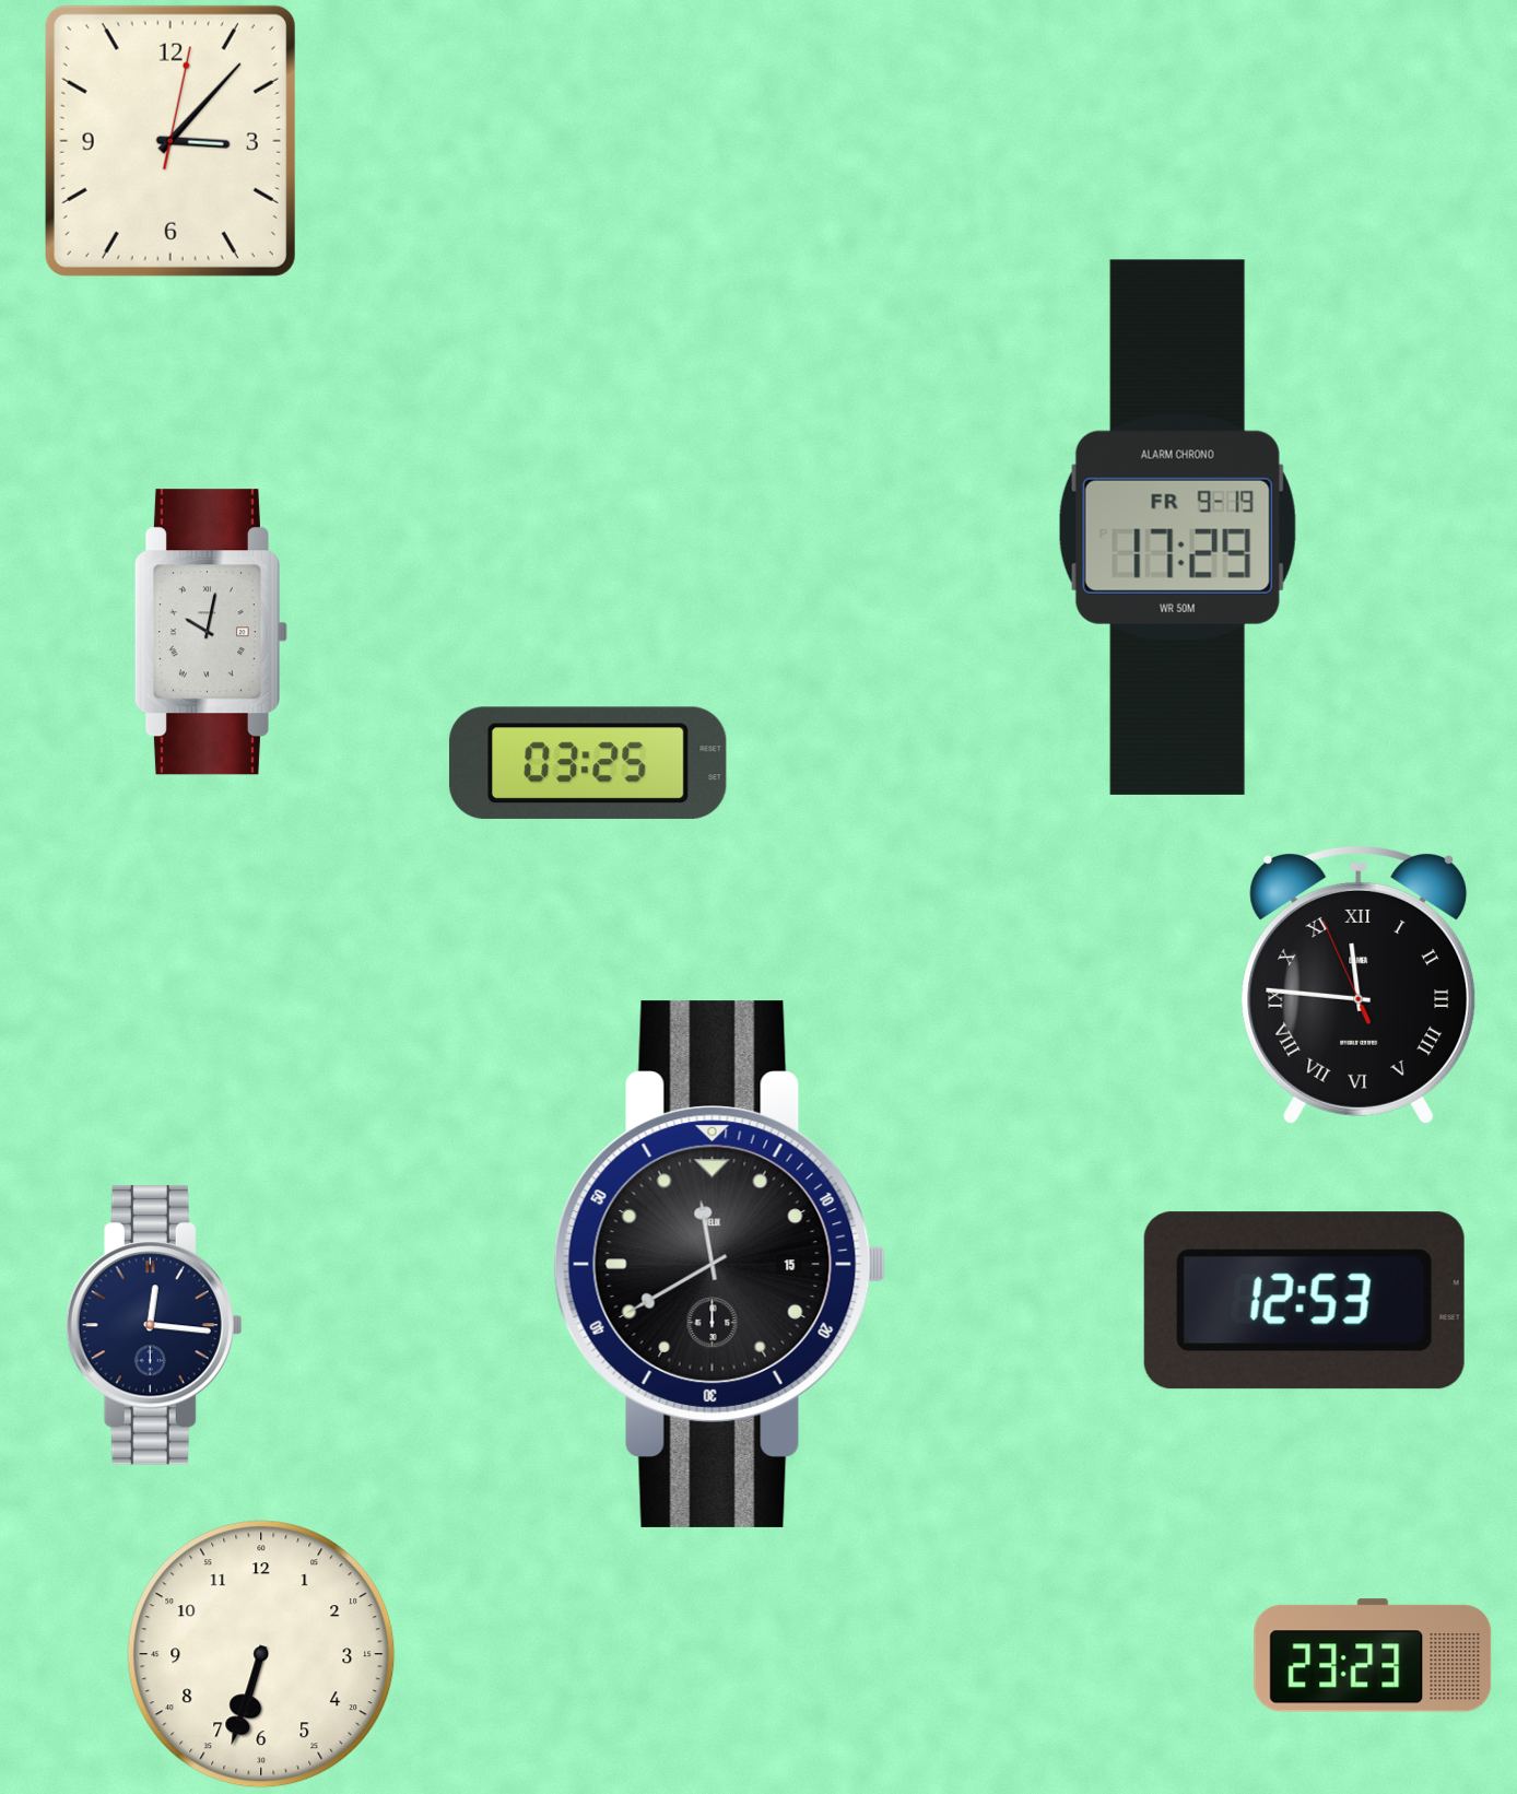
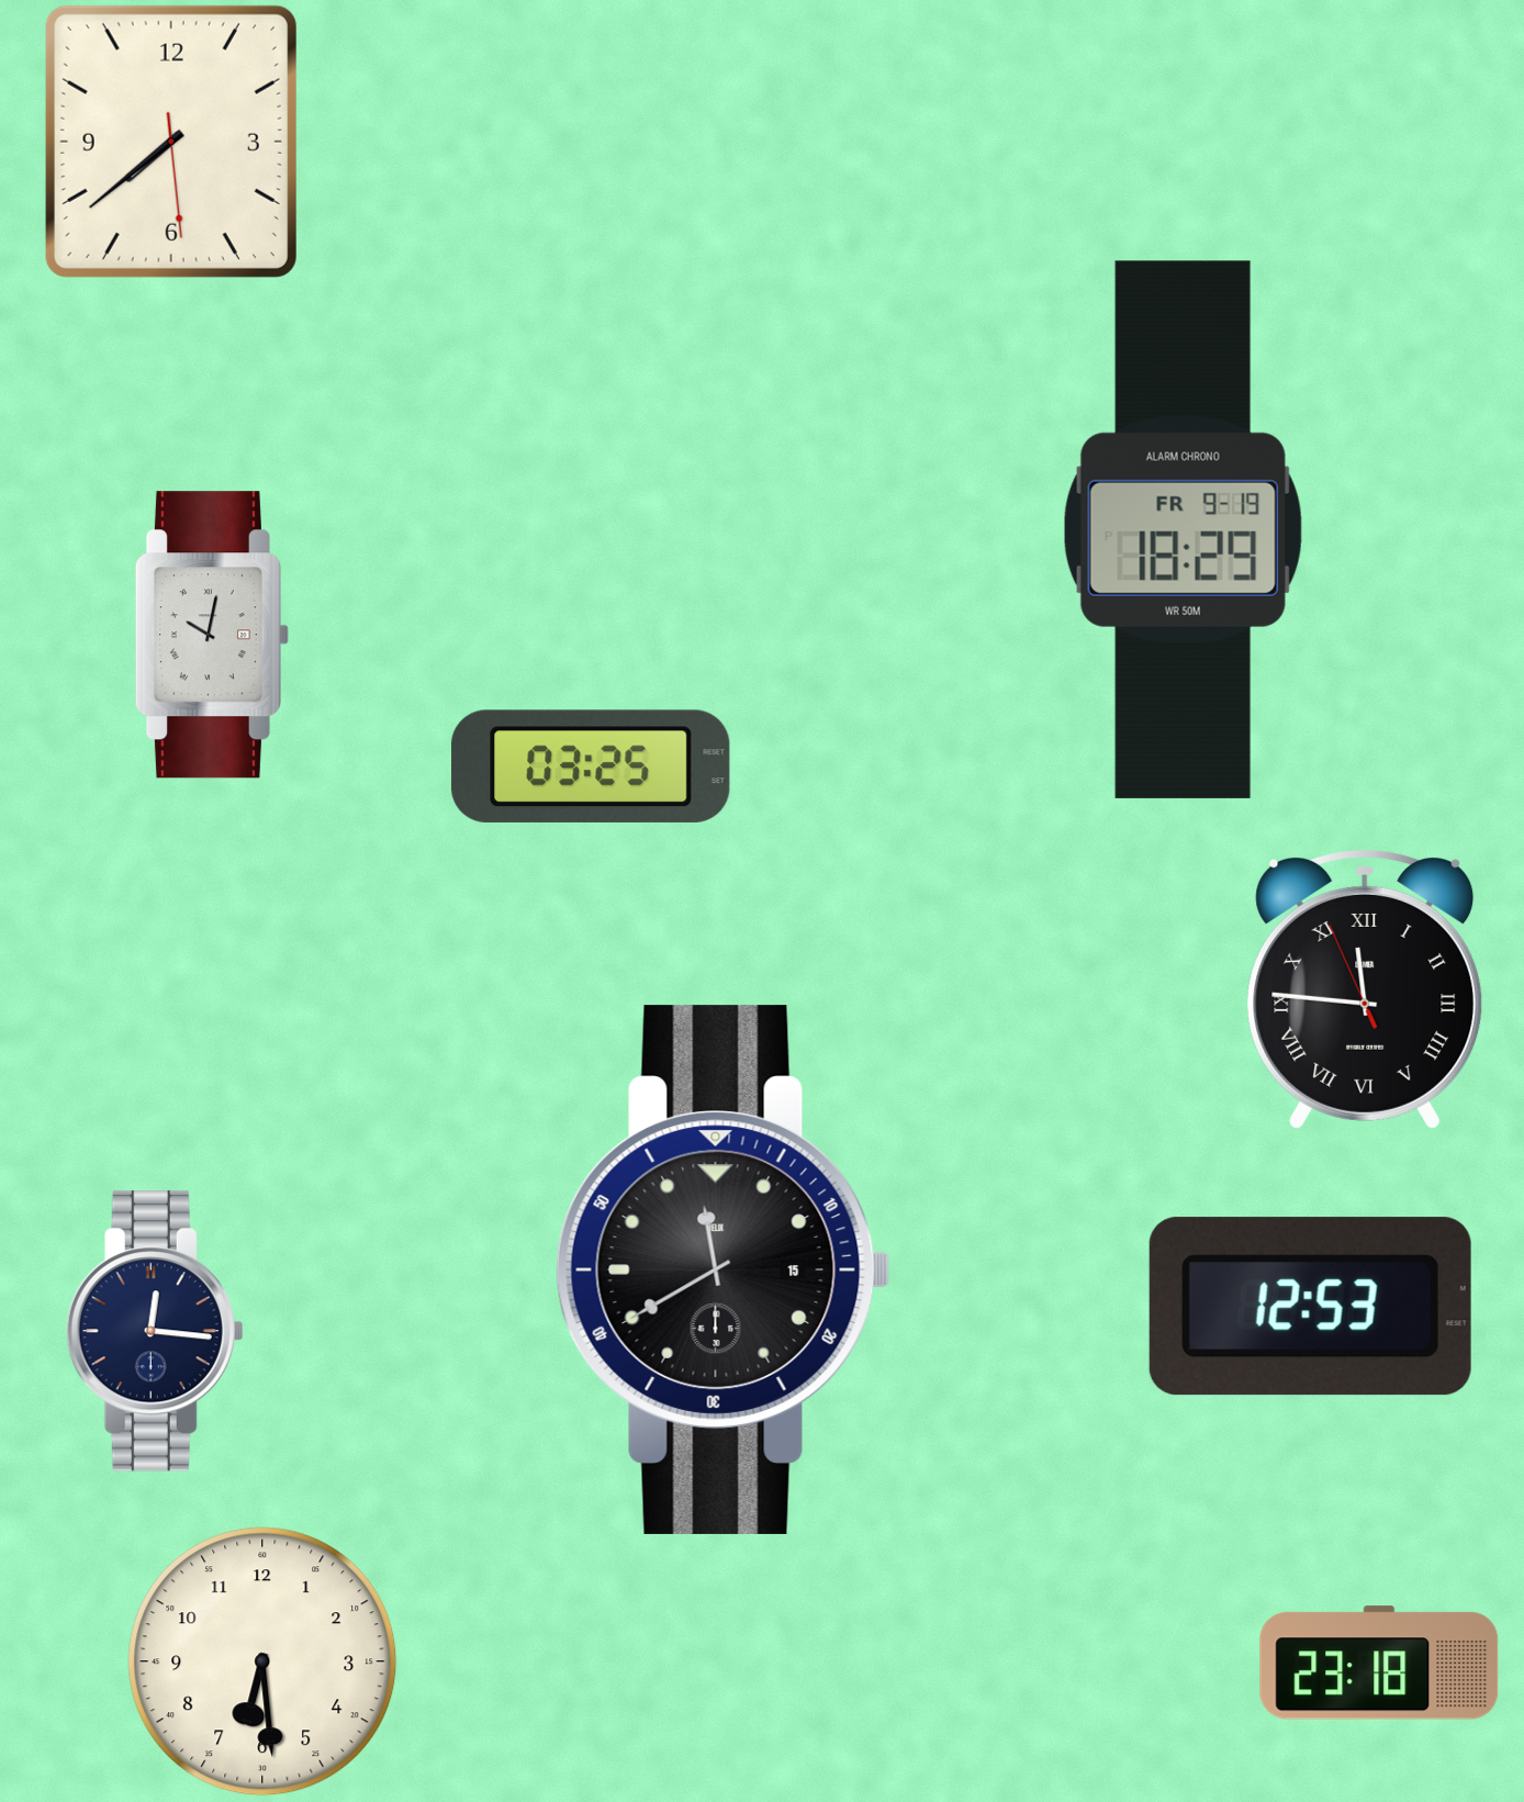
clock at (170, 141): 3:07 -> 7:38
clock at (1177, 527): 17:29 -> 18:29
clock at (261, 1654): 6:33 -> 6:29
clock at (1373, 1655): 23:23 -> 23:18
